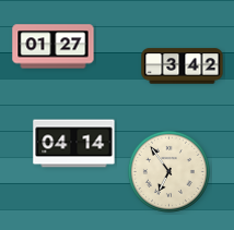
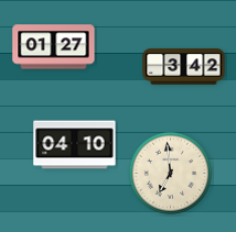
clock at (74, 144): 04:14 -> 04:10
clock at (168, 171): 6:54 -> 6:59
